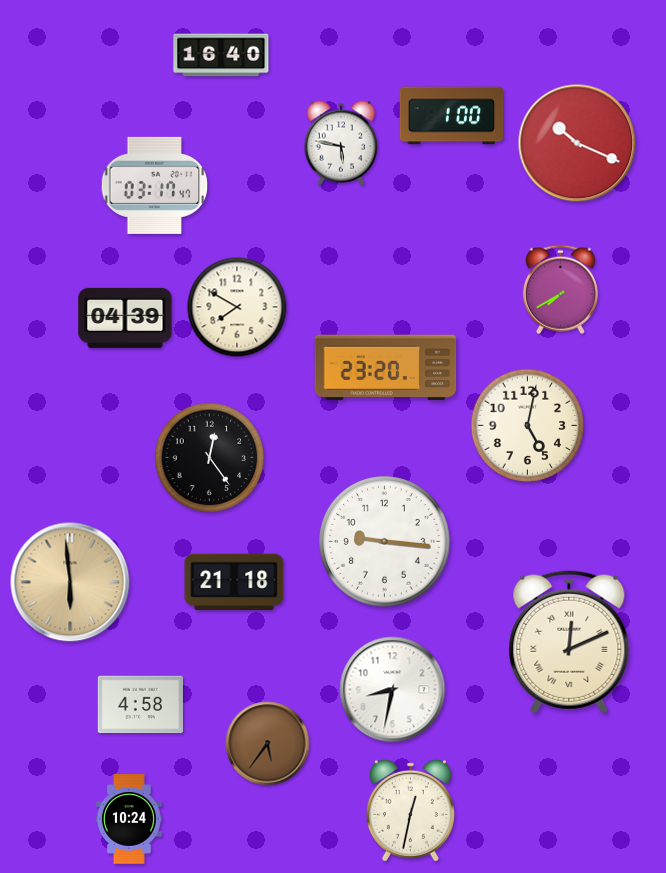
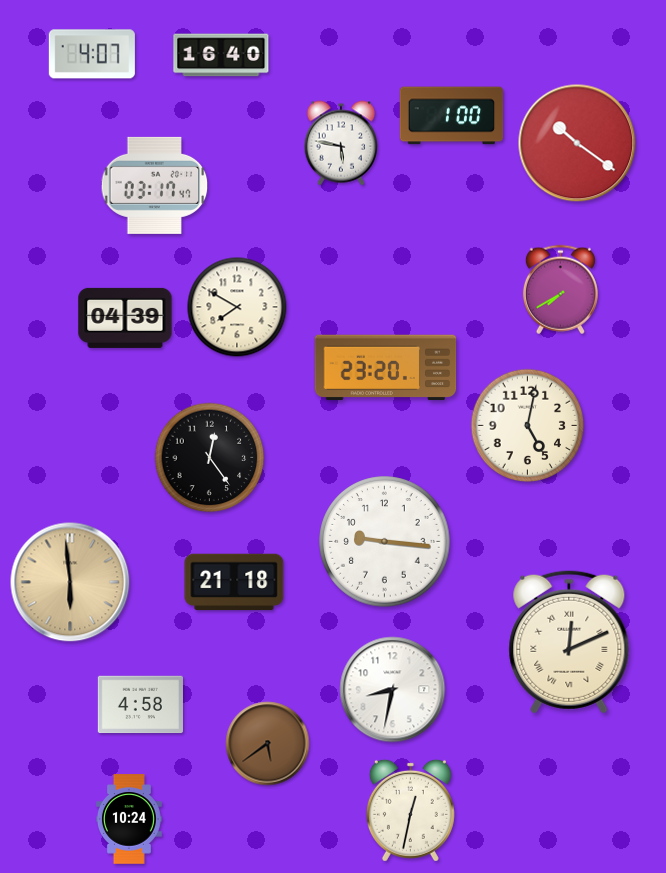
clock at (92, 54): none -> 4:07
clock at (577, 143): 10:19 -> 10:21
clock at (268, 744): 5:36 -> 5:39
